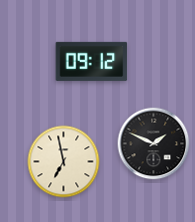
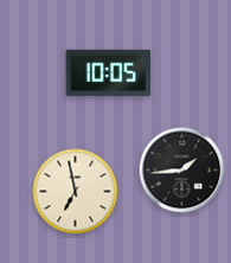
clock at (92, 61): 09:12 -> 10:05
clock at (154, 144): 1:49 -> 1:44
